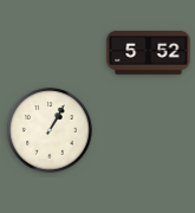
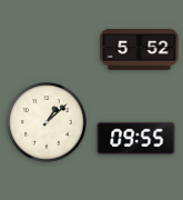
clock at (50, 130): 1:05 -> 1:08
clock at (136, 138): none -> 09:55
